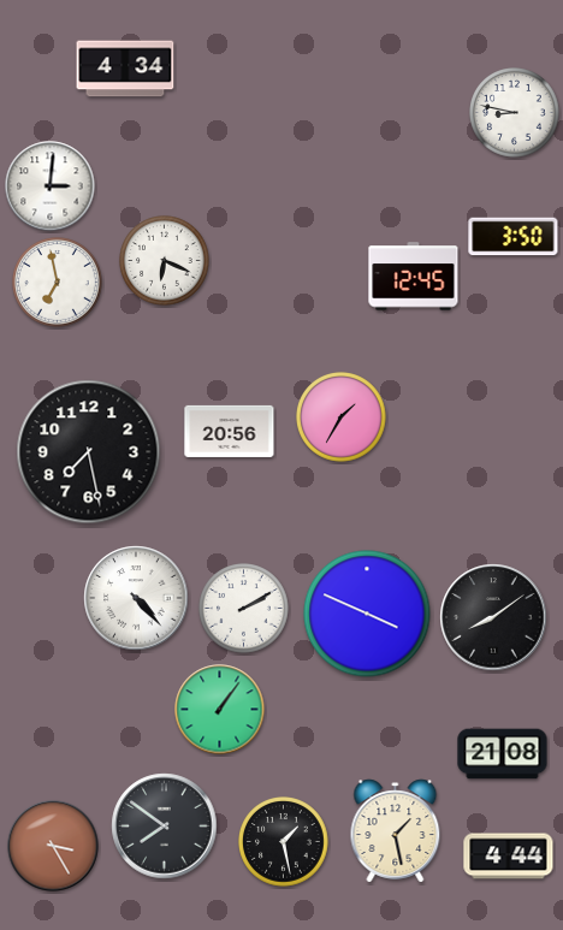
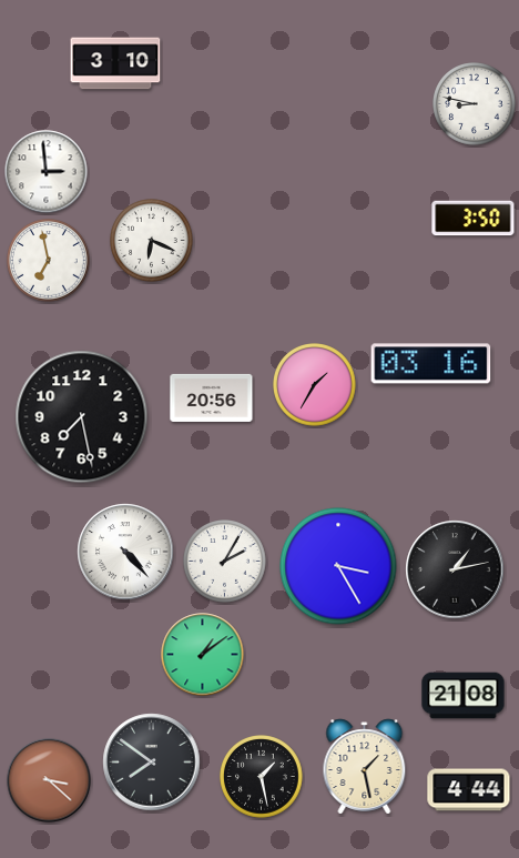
clock at (125, 69): 4:34 -> 3:10
clock at (51, 186): 3:01 -> 2:59
clock at (414, 277): 12:45 -> none
clock at (58, 283) position: (58, 283) -> (49, 261)
clock at (431, 364): none -> 03:16
clock at (244, 609): 2:10 -> 2:05
clock at (367, 614): 3:49 -> 3:25
clock at (493, 617): 8:09 -> 1:13
clock at (220, 710): 1:06 -> 1:09
clock at (53, 846): 3:25 -> 3:22
